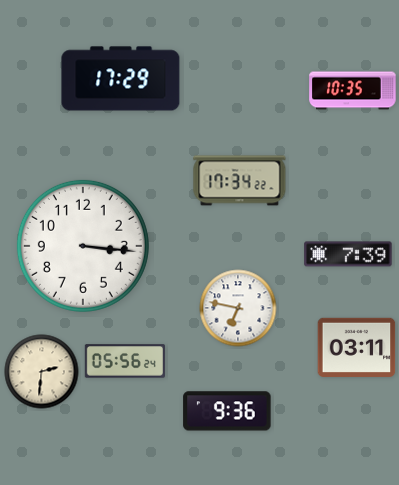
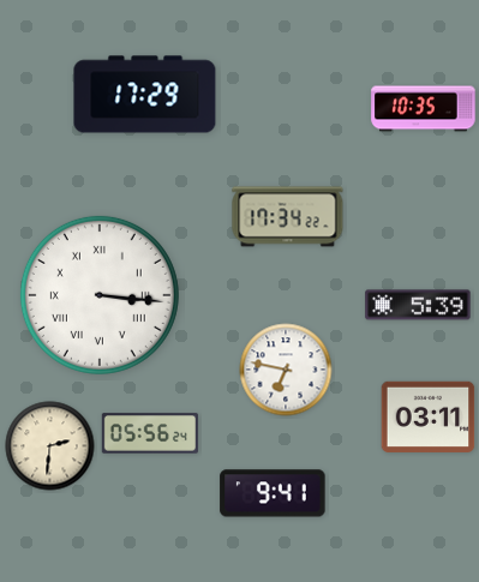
clock at (83, 246) numerals: Arabic -> Roman
clock at (348, 254): 7:39 -> 5:39
clock at (227, 411): 9:36 -> 9:41
